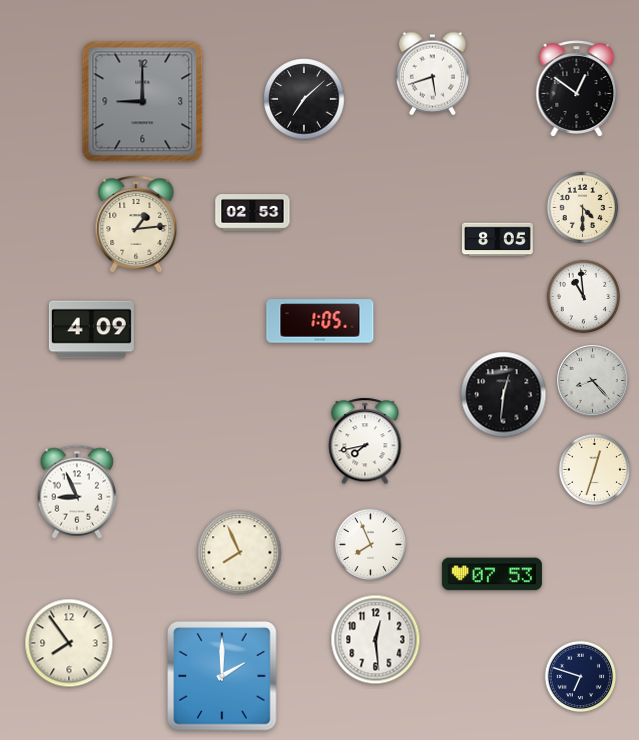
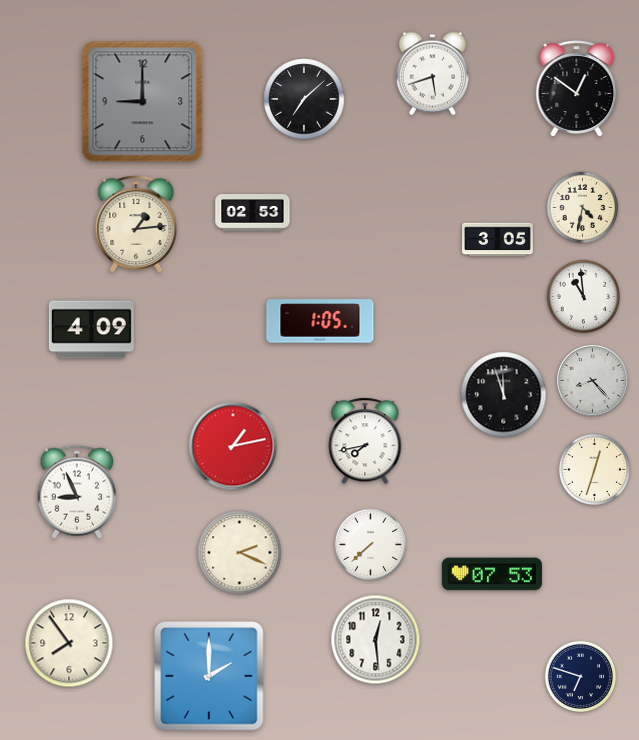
clock at (583, 208): 4:30 -> 4:32
clock at (498, 240): 8:05 -> 3:05
clock at (504, 395): 12:31 -> 11:57
clock at (233, 446): none -> 1:13
clock at (371, 545): 7:56 -> 7:38
clock at (240, 553): 7:56 -> 2:19
clock at (222, 676) position: (222, 676) -> (209, 676)
